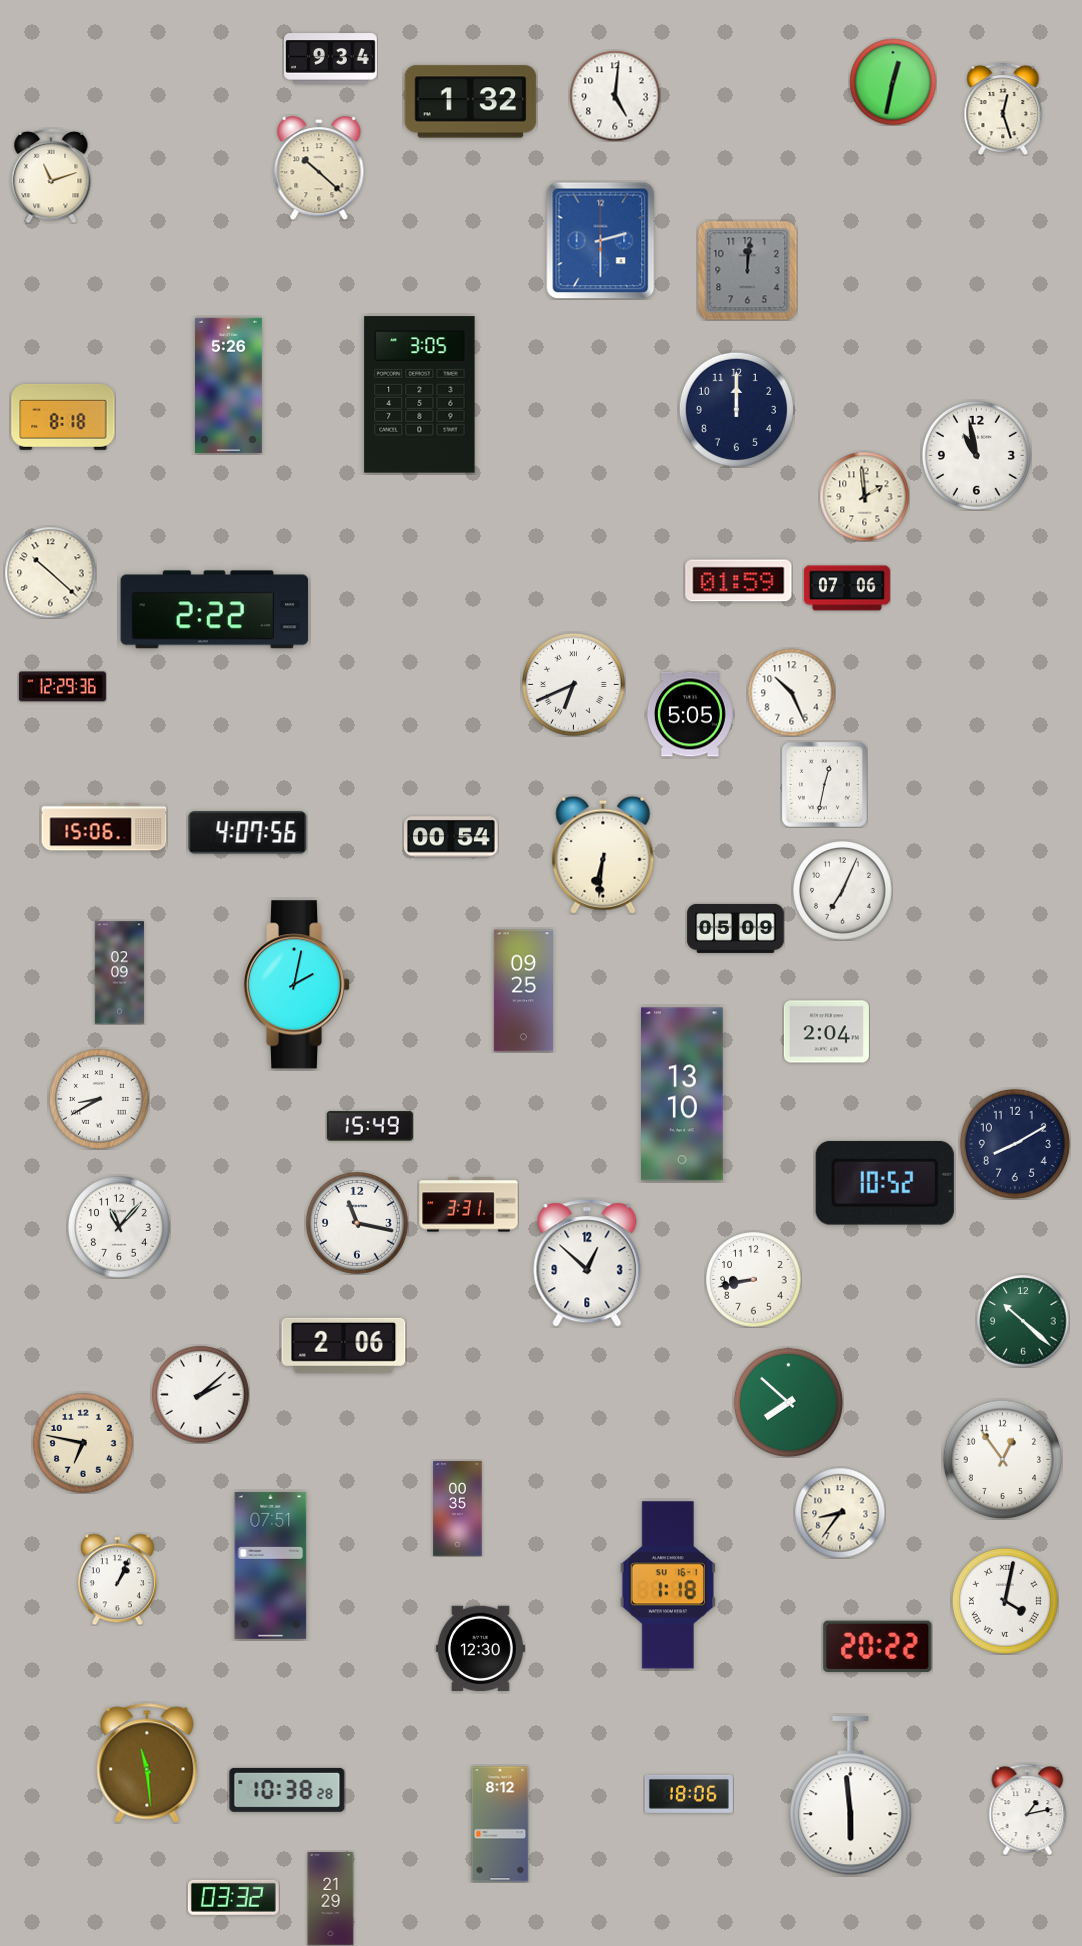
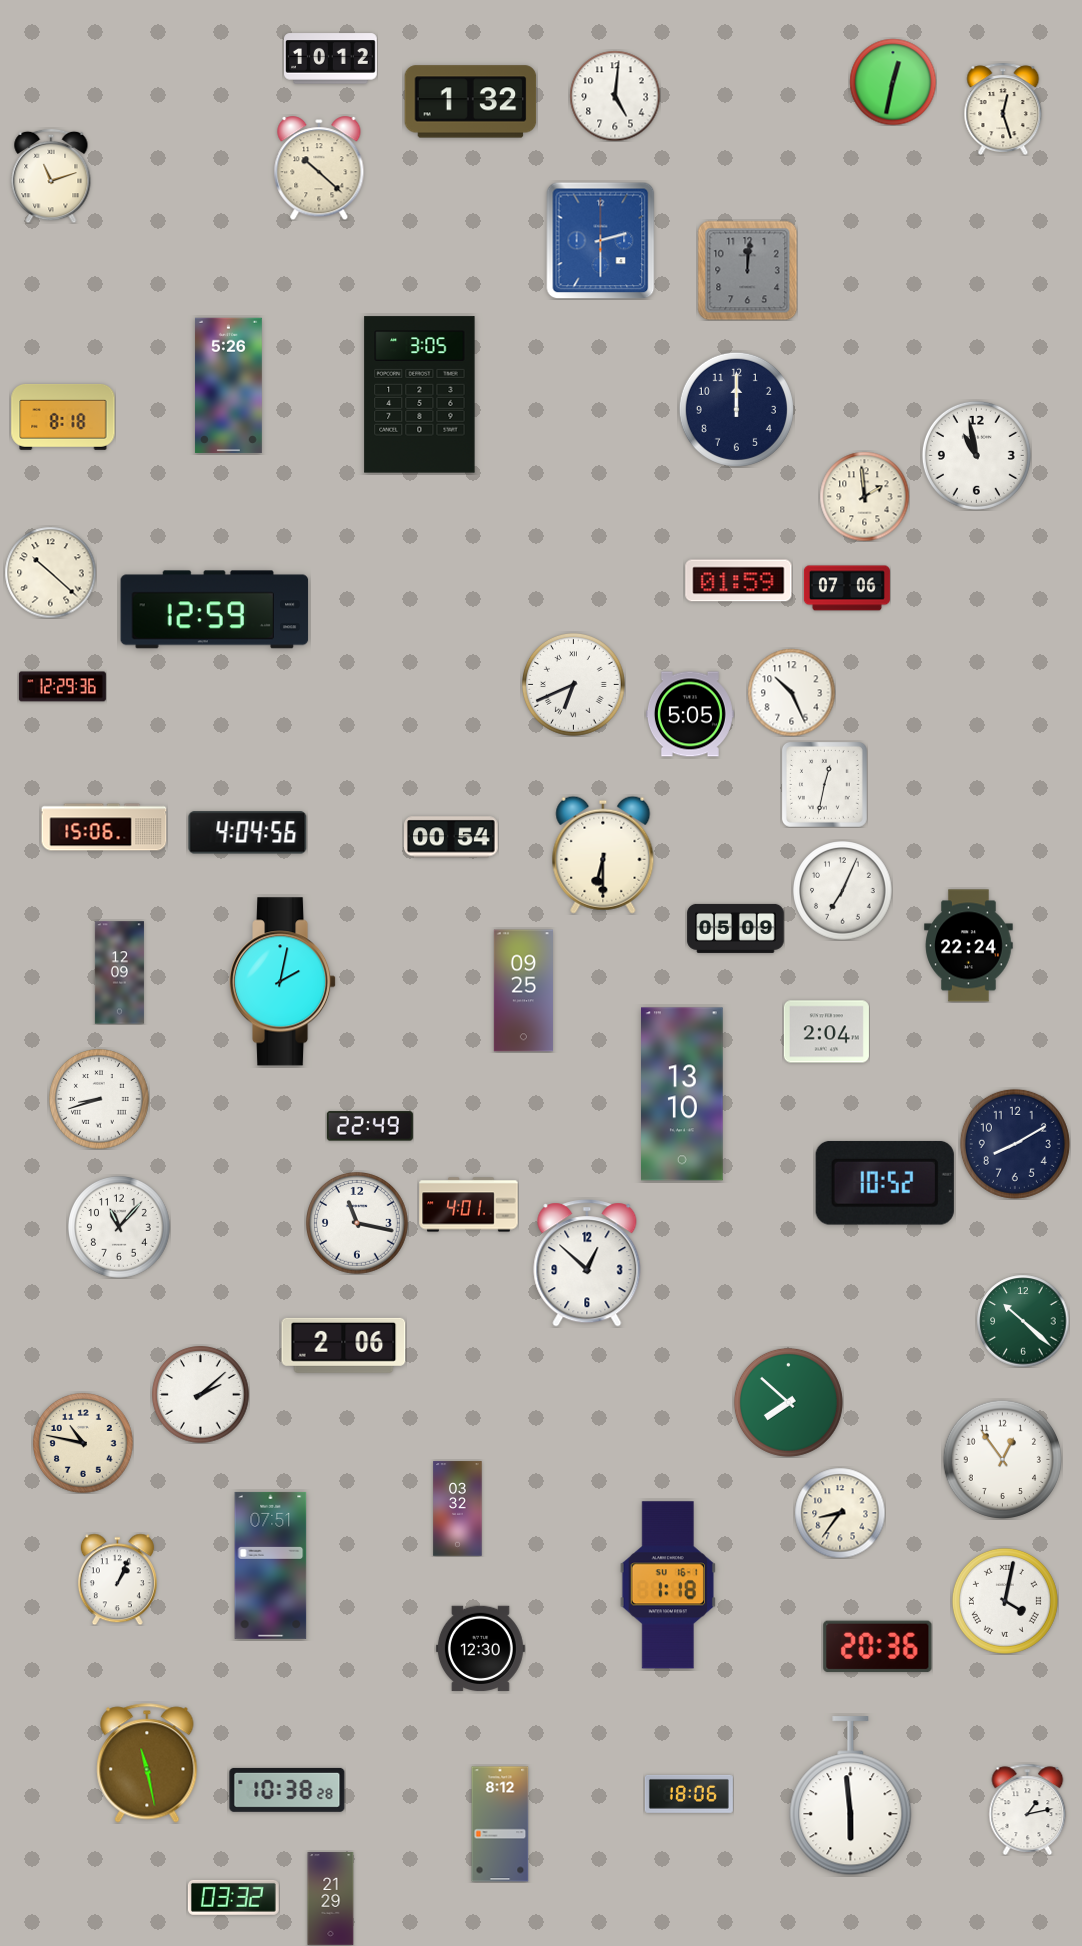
clock at (331, 59): 9:34 -> 10:12
clock at (215, 610): 2:22 -> 12:59
clock at (248, 833): 4:07 -> 4:04
clock at (603, 855): 6:31 -> 6:30
clock at (969, 946): none -> 22:24
clock at (119, 973): 02:09 -> 12:09
clock at (298, 985) position: (298, 985) -> (284, 982)
clock at (99, 1099): 8:40 -> 8:42
clock at (370, 1126): 15:49 -> 22:49
clock at (469, 1205): 3:31 -> 4:01
clock at (753, 1279): 8:43 -> none
clock at (83, 1443): 6:47 -> 10:47
clock at (458, 1509): 00:35 -> 03:32
clock at (878, 1647): 20:22 -> 20:36
clock at (147, 1763): 11:29 -> 11:28
